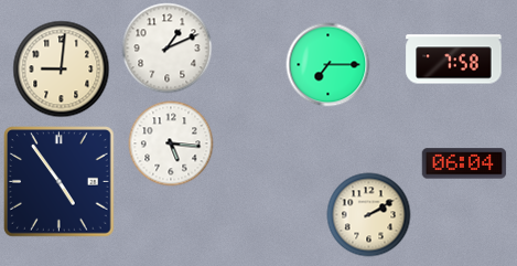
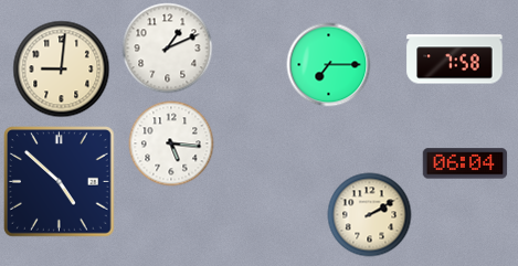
clock at (60, 182): 4:54 -> 4:52
